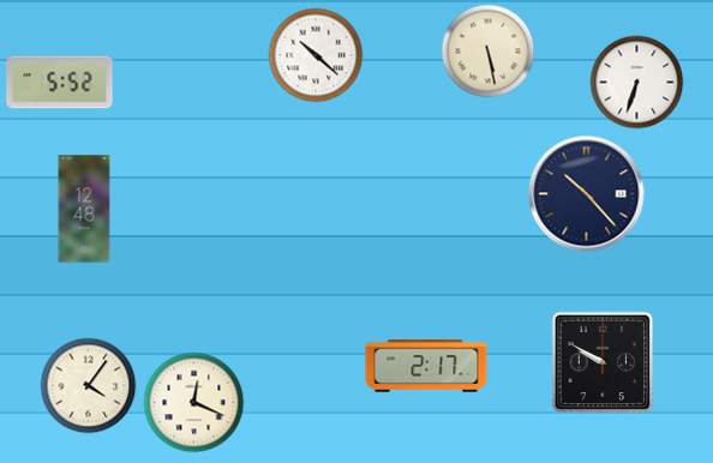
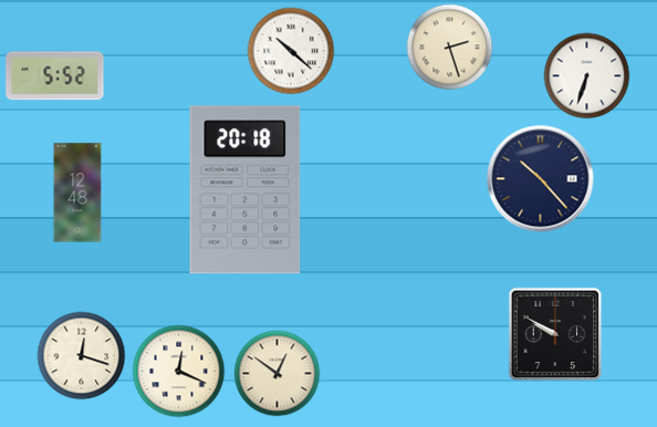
clock at (487, 50): 5:28 -> 2:27
clock at (246, 190): none -> 20:18
clock at (426, 366): 2:17 -> none
clock at (88, 385): 4:06 -> 12:18
clock at (277, 373): none -> 12:51
